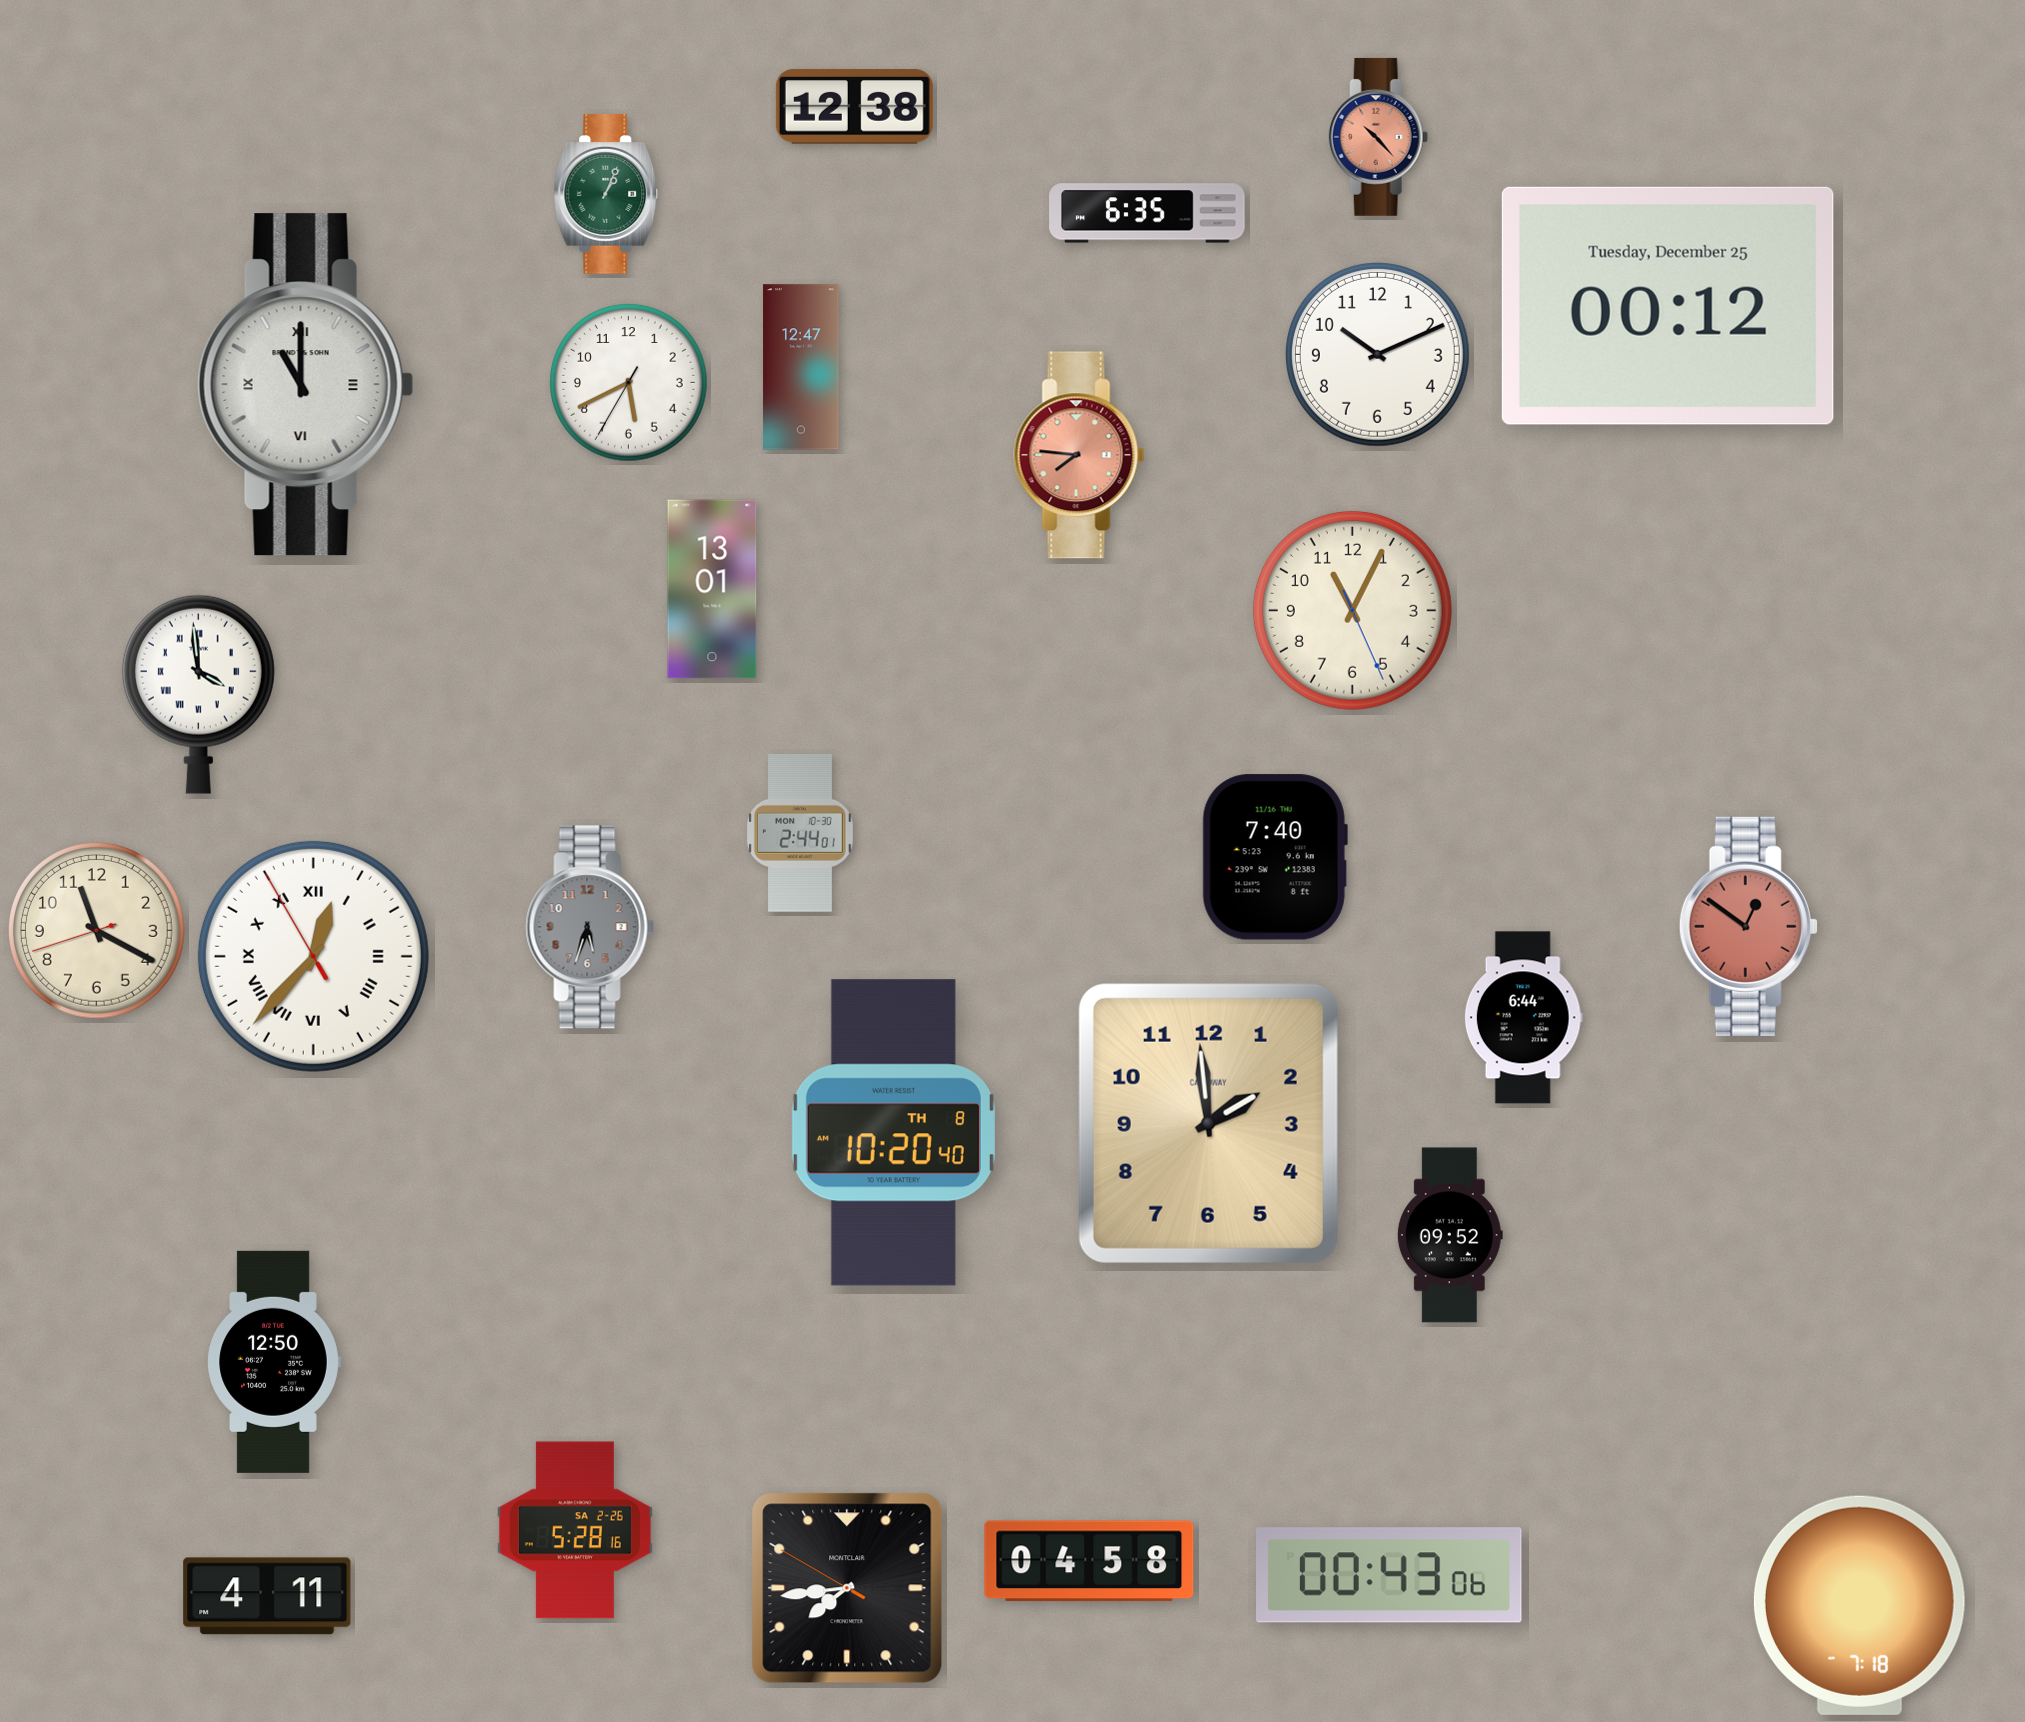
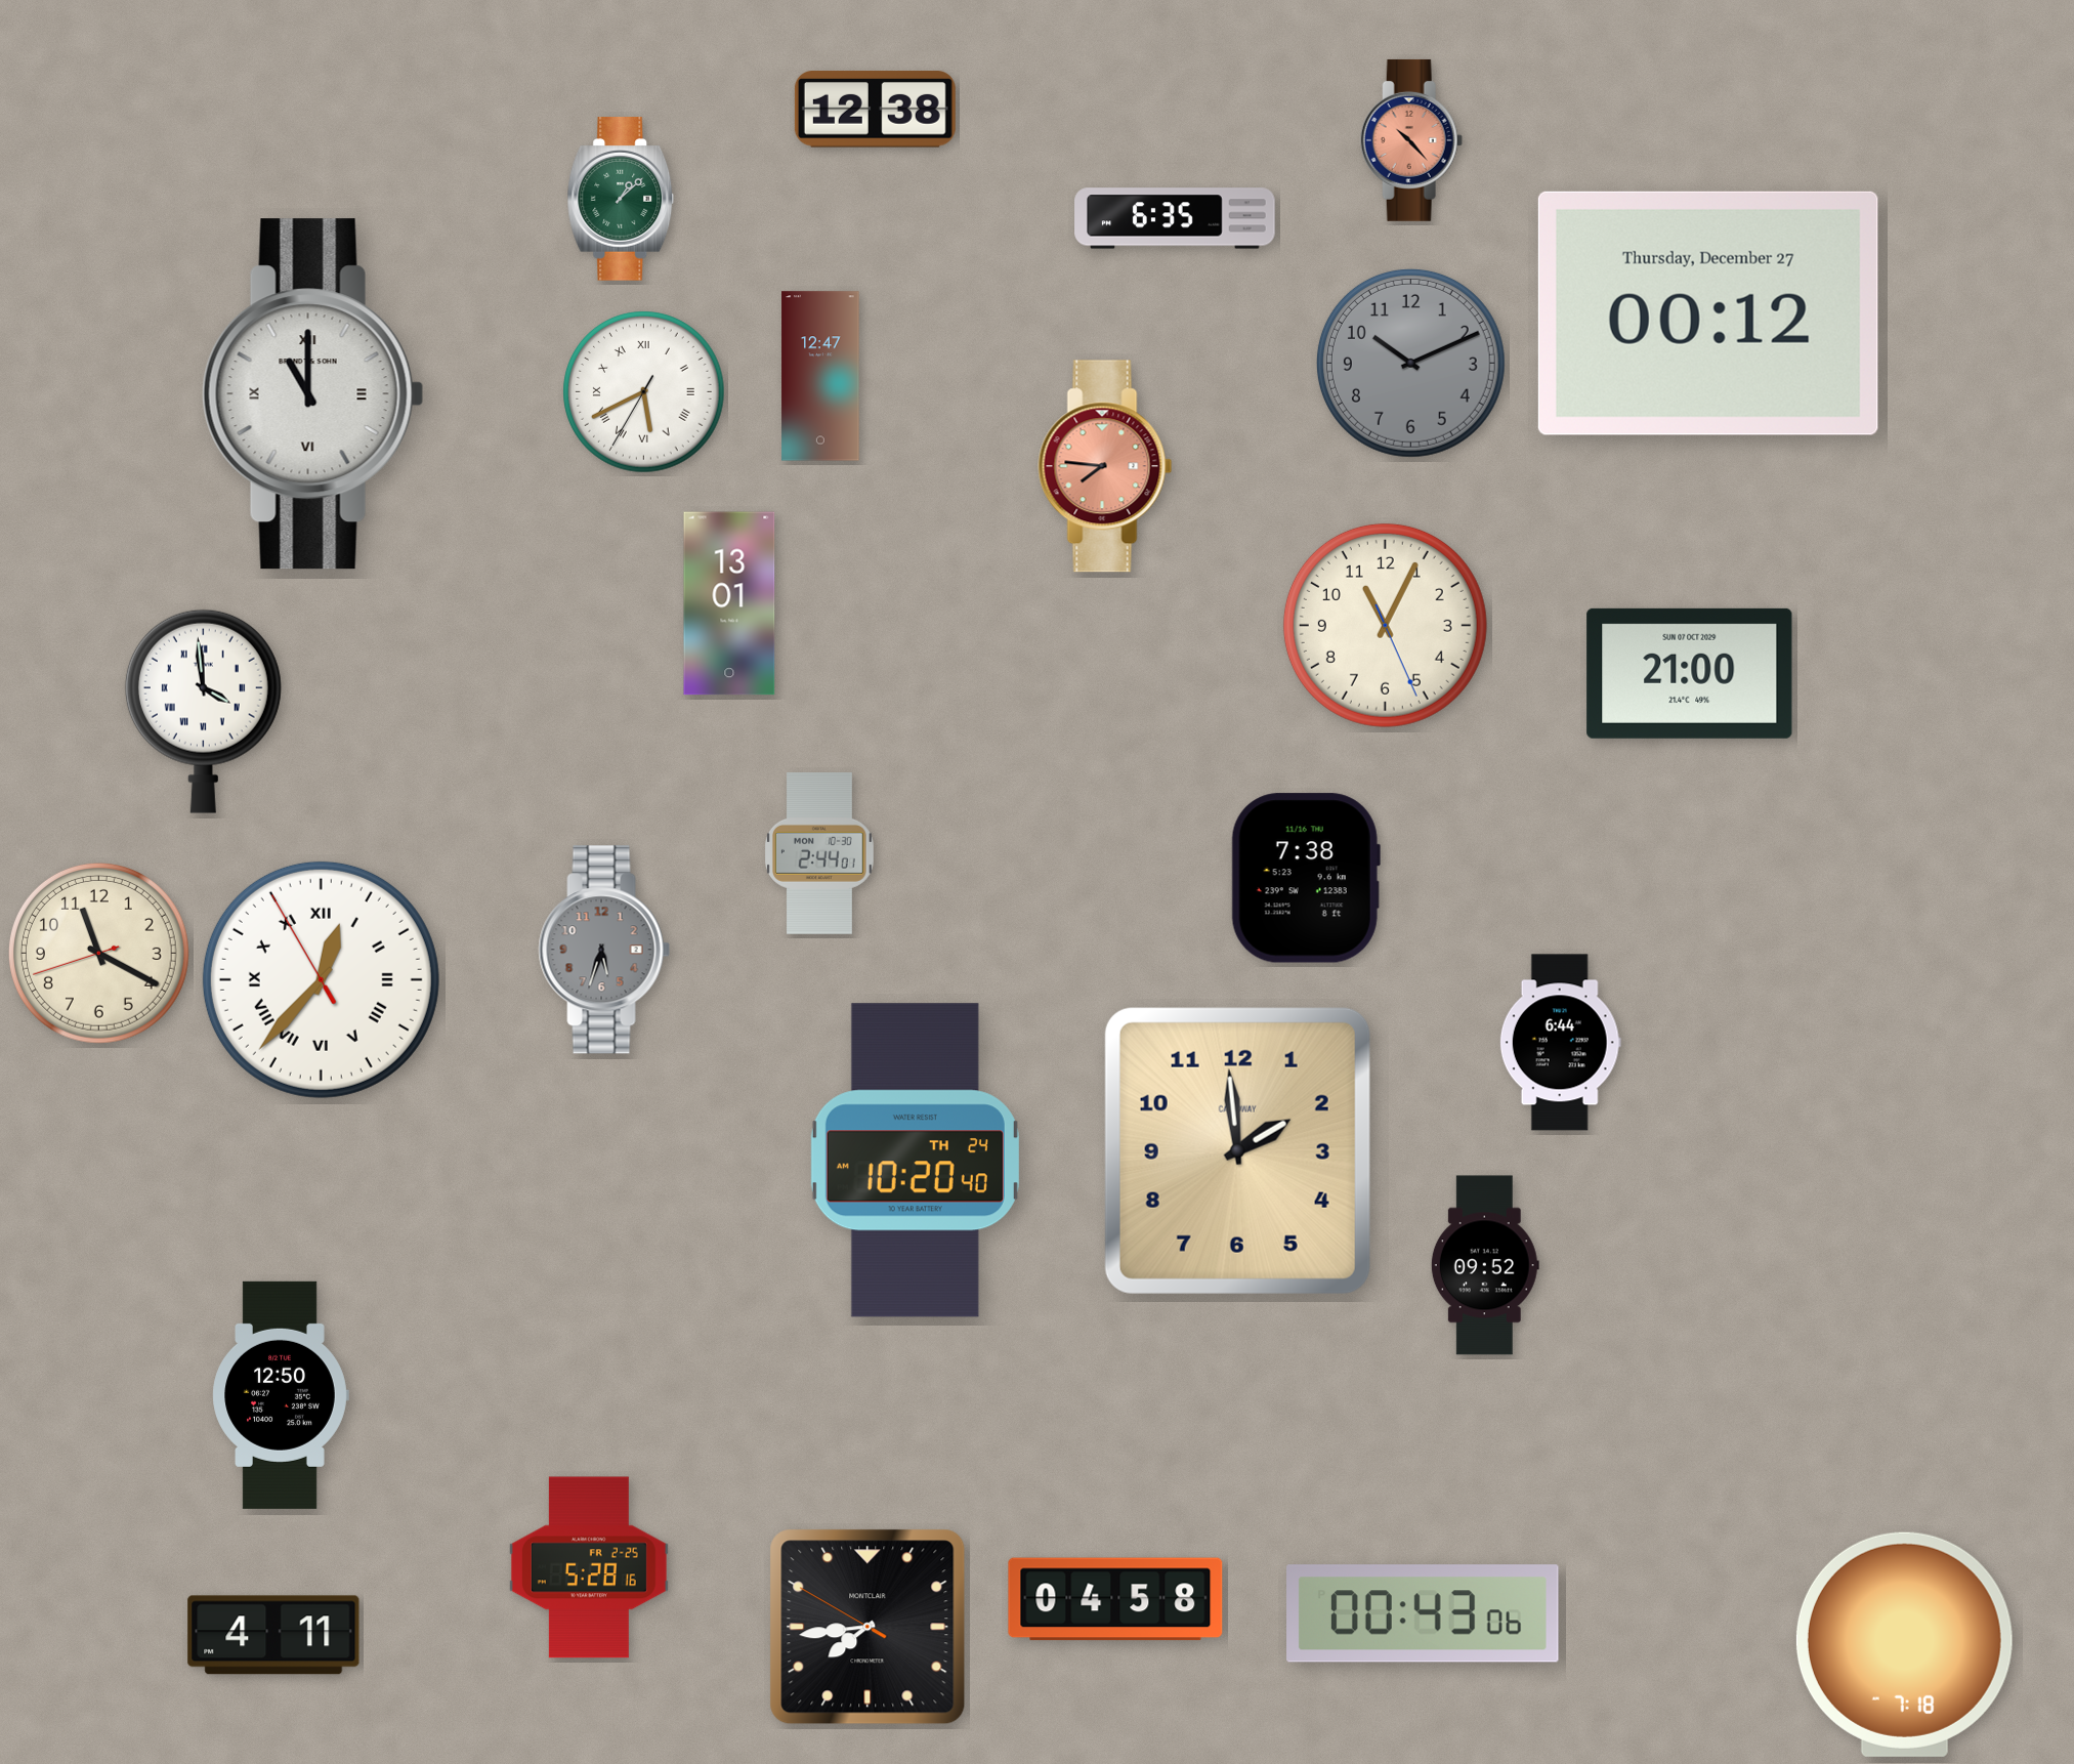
clock at (606, 195): 1:04 -> 1:08
clock at (1668, 306) date: Tuesday, December 25 -> Thursday, December 27
clock at (1377, 354) dial: white -> grey
clock at (629, 383) numerals: Arabic -> Roman
clock at (1690, 673): none -> 21:00
clock at (1275, 857): 7:40 -> 7:38
clock at (1748, 926): 12:51 -> none
clock at (893, 1133) date: TH 8 -> TH 24
clock at (575, 1530) date: SA 2-26 -> FR 2-25
